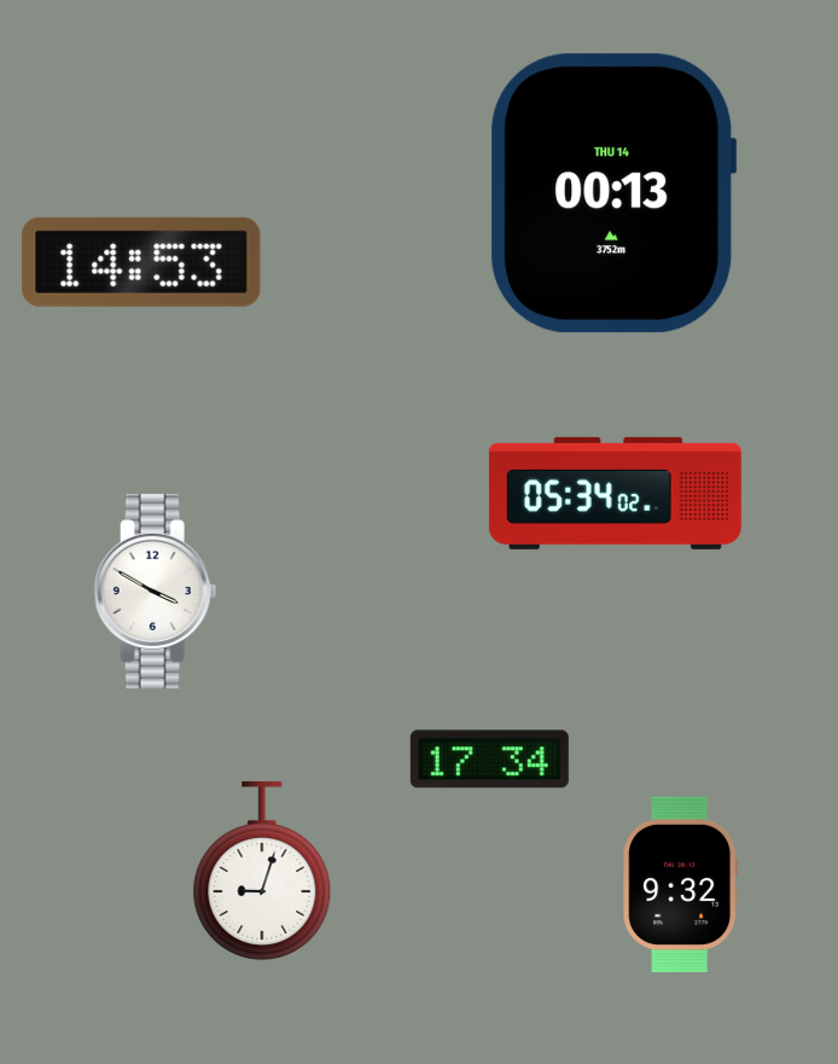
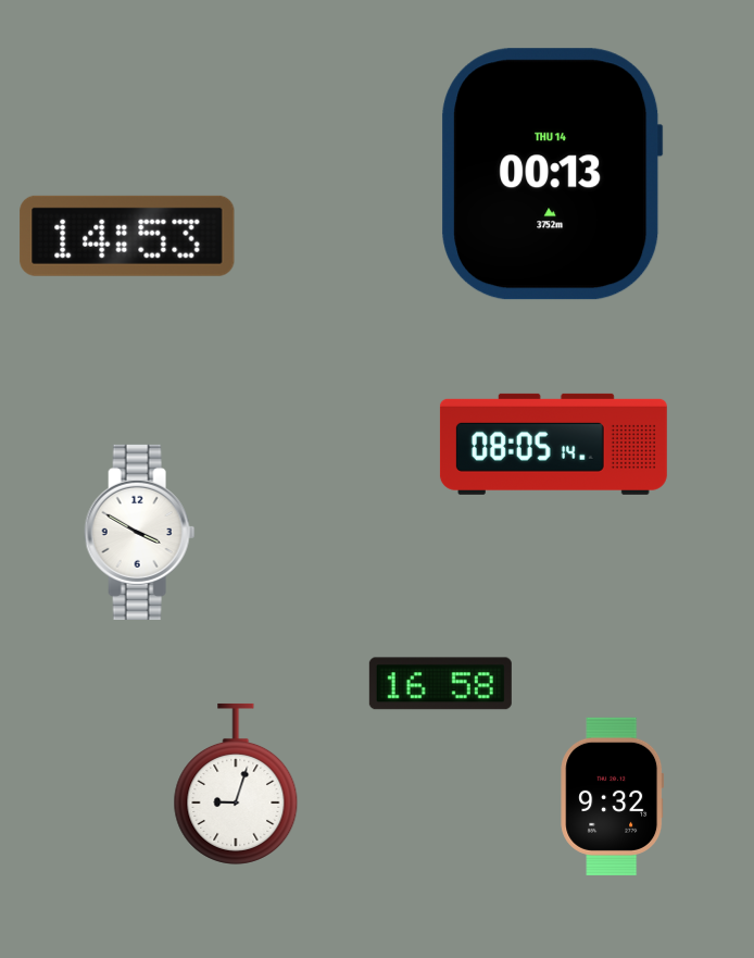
clock at (615, 493): 05:34 -> 08:05
clock at (489, 760): 17:34 -> 16:58
